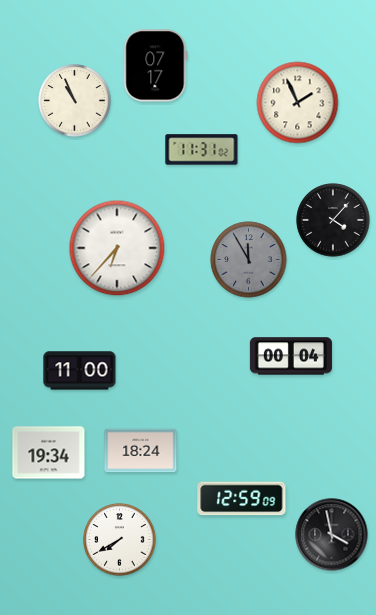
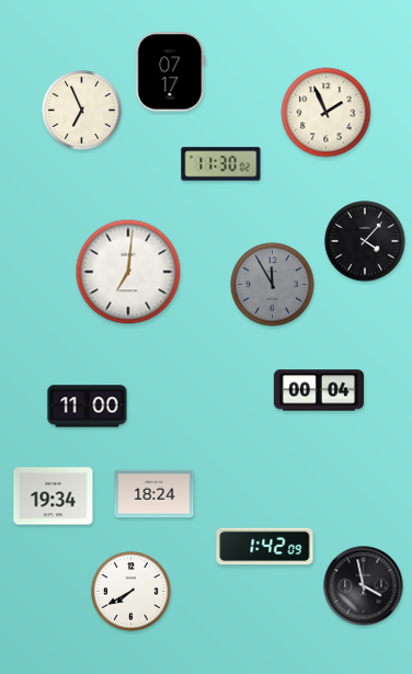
clock at (75, 101): 10:56 -> 6:56
clock at (202, 150): 11:31 -> 11:30
clock at (117, 248): 6:37 -> 7:01
clock at (242, 499): 12:59 -> 1:42
